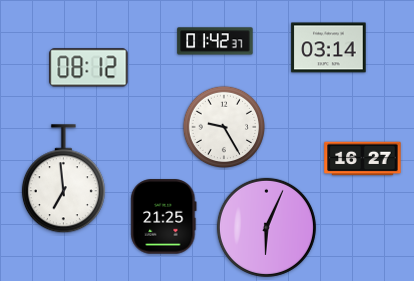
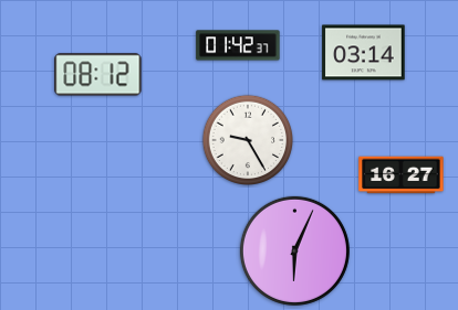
clock at (63, 179): 6:59 -> none
clock at (164, 217): 21:25 -> none
